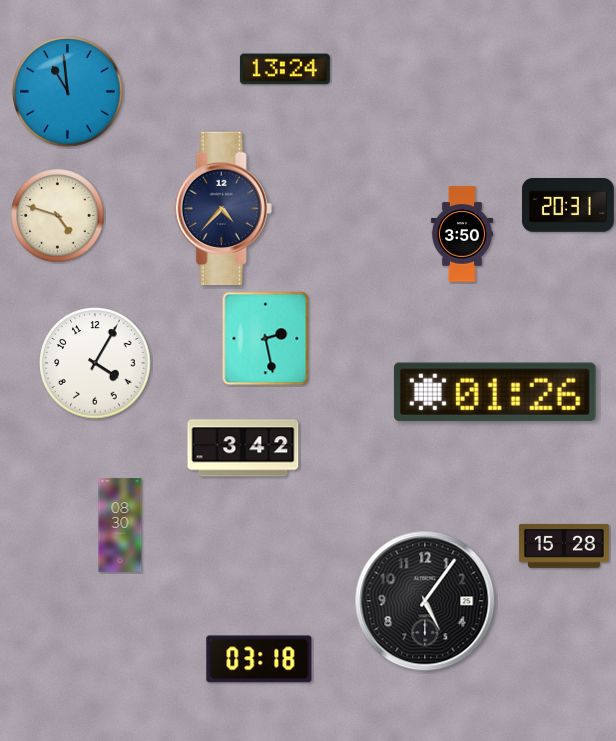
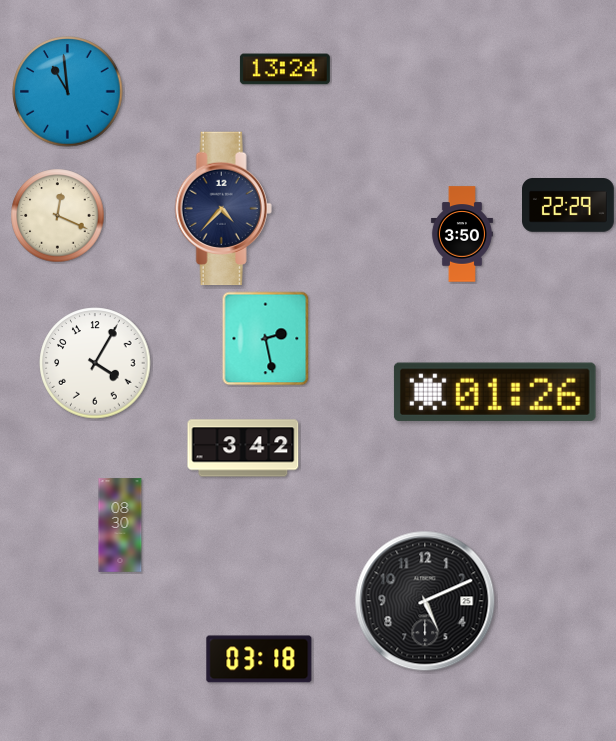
clock at (569, 205): 20:31 -> 22:29
clock at (58, 216): 4:48 -> 12:19
clock at (564, 546): 15:28 -> none
clock at (425, 601): 5:06 -> 5:11
